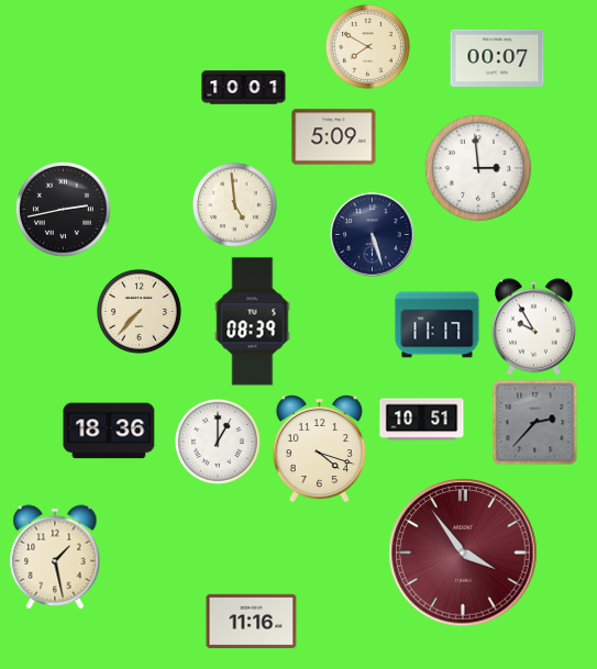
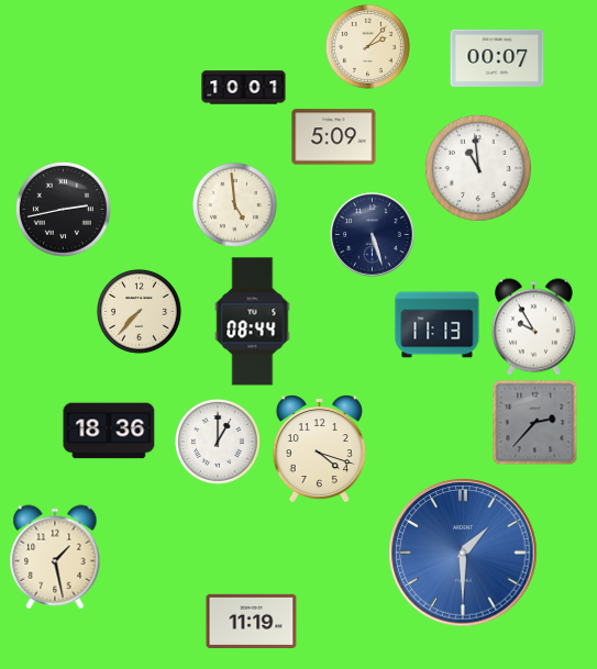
clock at (368, 47): 7:50 -> 2:07
clock at (478, 168): 2:59 -> 10:59
clock at (253, 322): 08:39 -> 08:44
clock at (438, 325): 11:17 -> 11:13
clock at (422, 420): 10:51 -> none
clock at (463, 553): 3:54 -> 1:30
clock at (463, 553) dial: burgundy -> blue
clock at (252, 622): 11:16 -> 11:19
